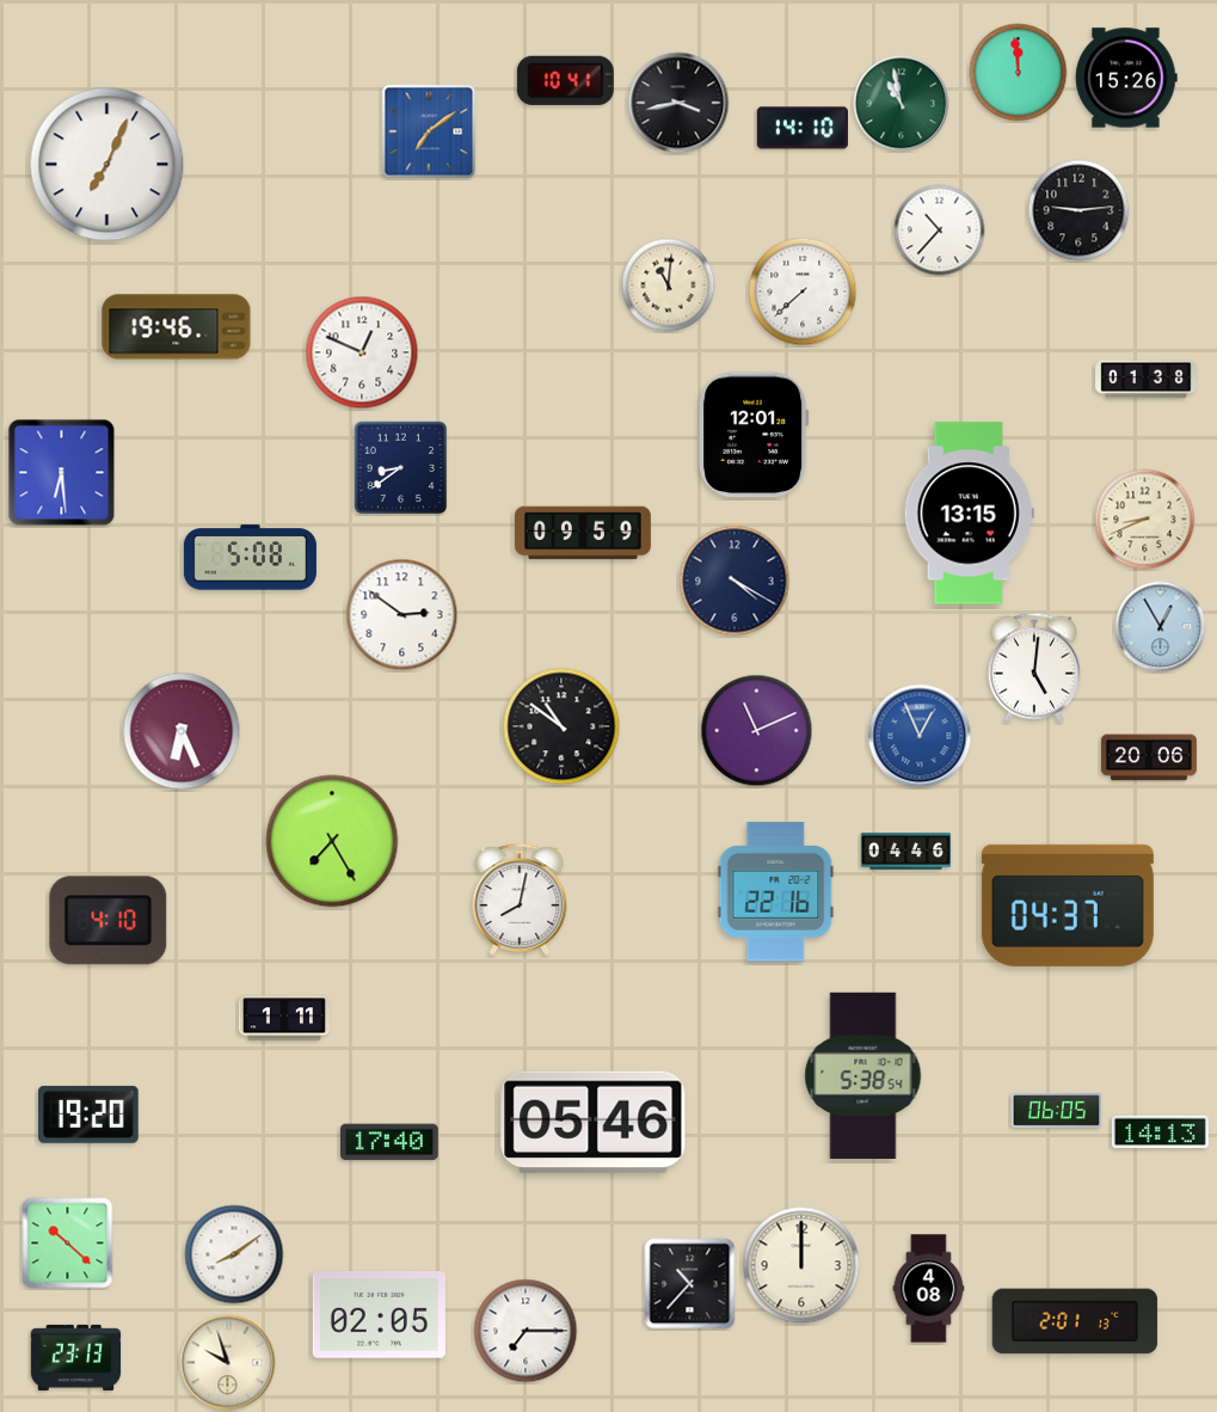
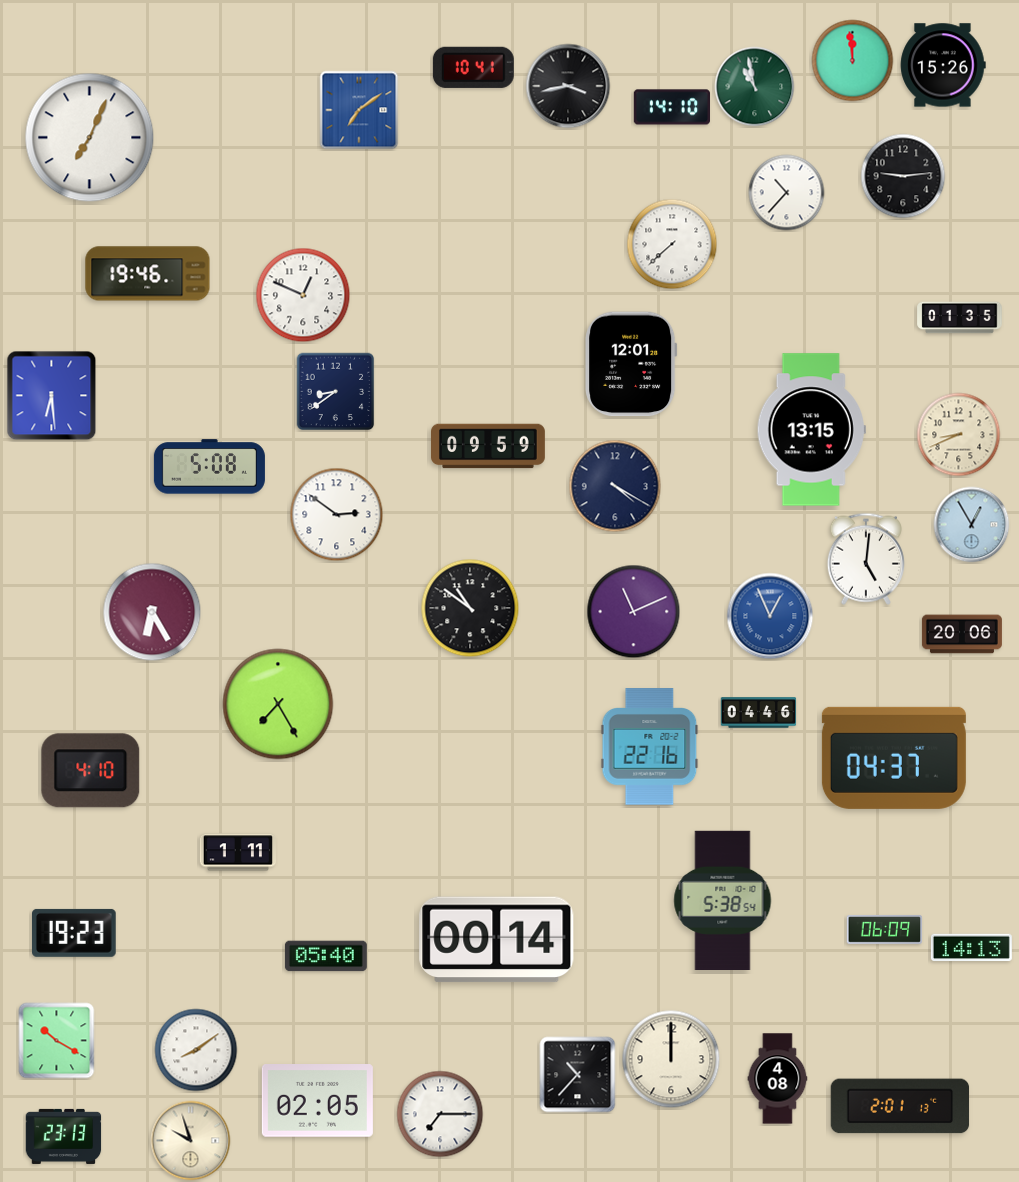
clock at (669, 286): 11:01 -> none
clock at (1147, 380): 01:38 -> 01:35
clock at (182, 731): 6:26 -> 6:25
clock at (520, 900): 8:02 -> none
clock at (1057, 1110): 06:05 -> 06:09
clock at (90, 1115): 19:20 -> 19:23
clock at (594, 1123): 05:46 -> 00:14
clock at (389, 1142): 17:40 -> 05:40
clock at (68, 1244): 10:22 -> 10:20
